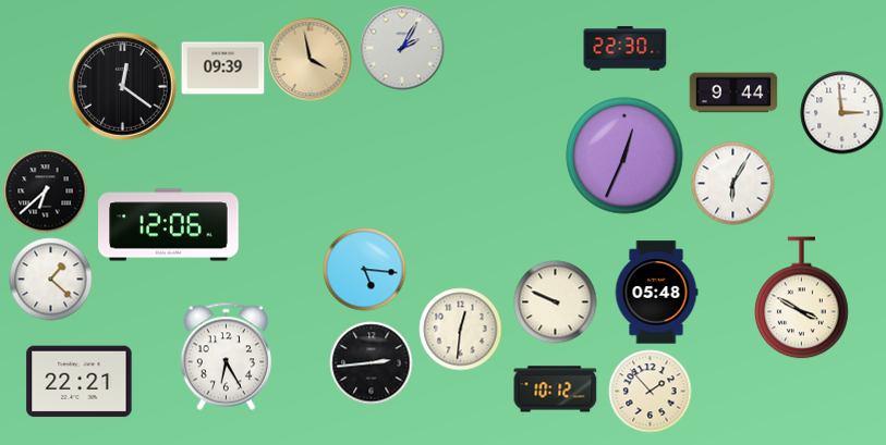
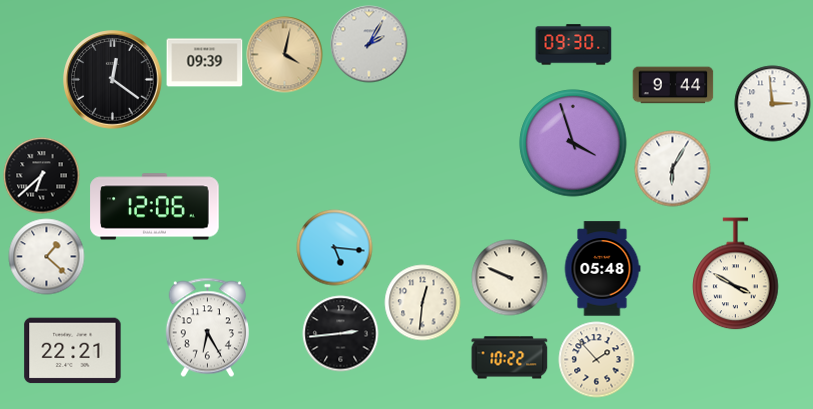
clock at (626, 49): 22:30 -> 09:30
clock at (311, 60): 3:58 -> 4:02
clock at (624, 156): 12:34 -> 3:57
clock at (556, 390): 10:12 -> 10:22
